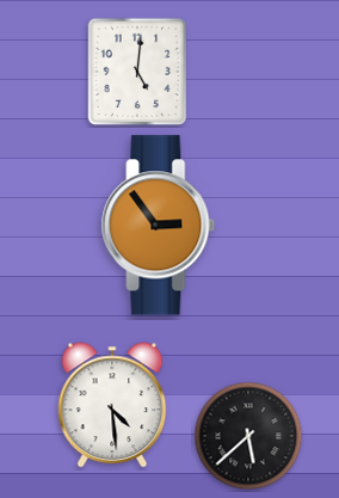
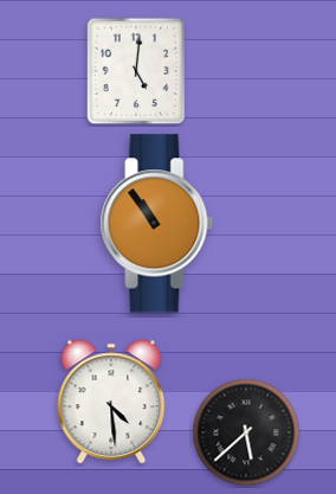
clock at (159, 226): 2:54 -> 10:54
